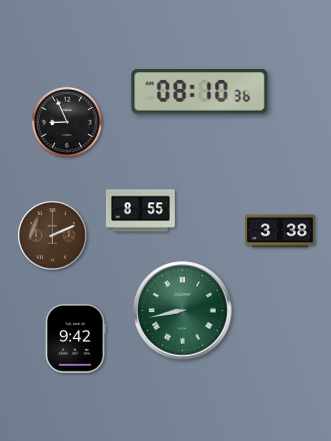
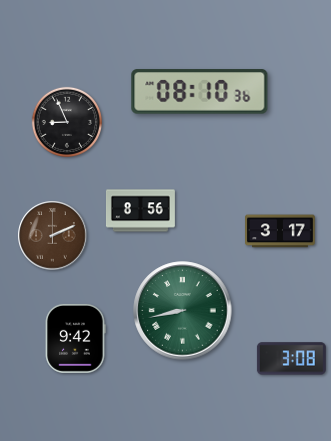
clock at (140, 211): 8:55 -> 8:56
clock at (280, 231): 3:38 -> 3:17
clock at (291, 359): none -> 3:08
